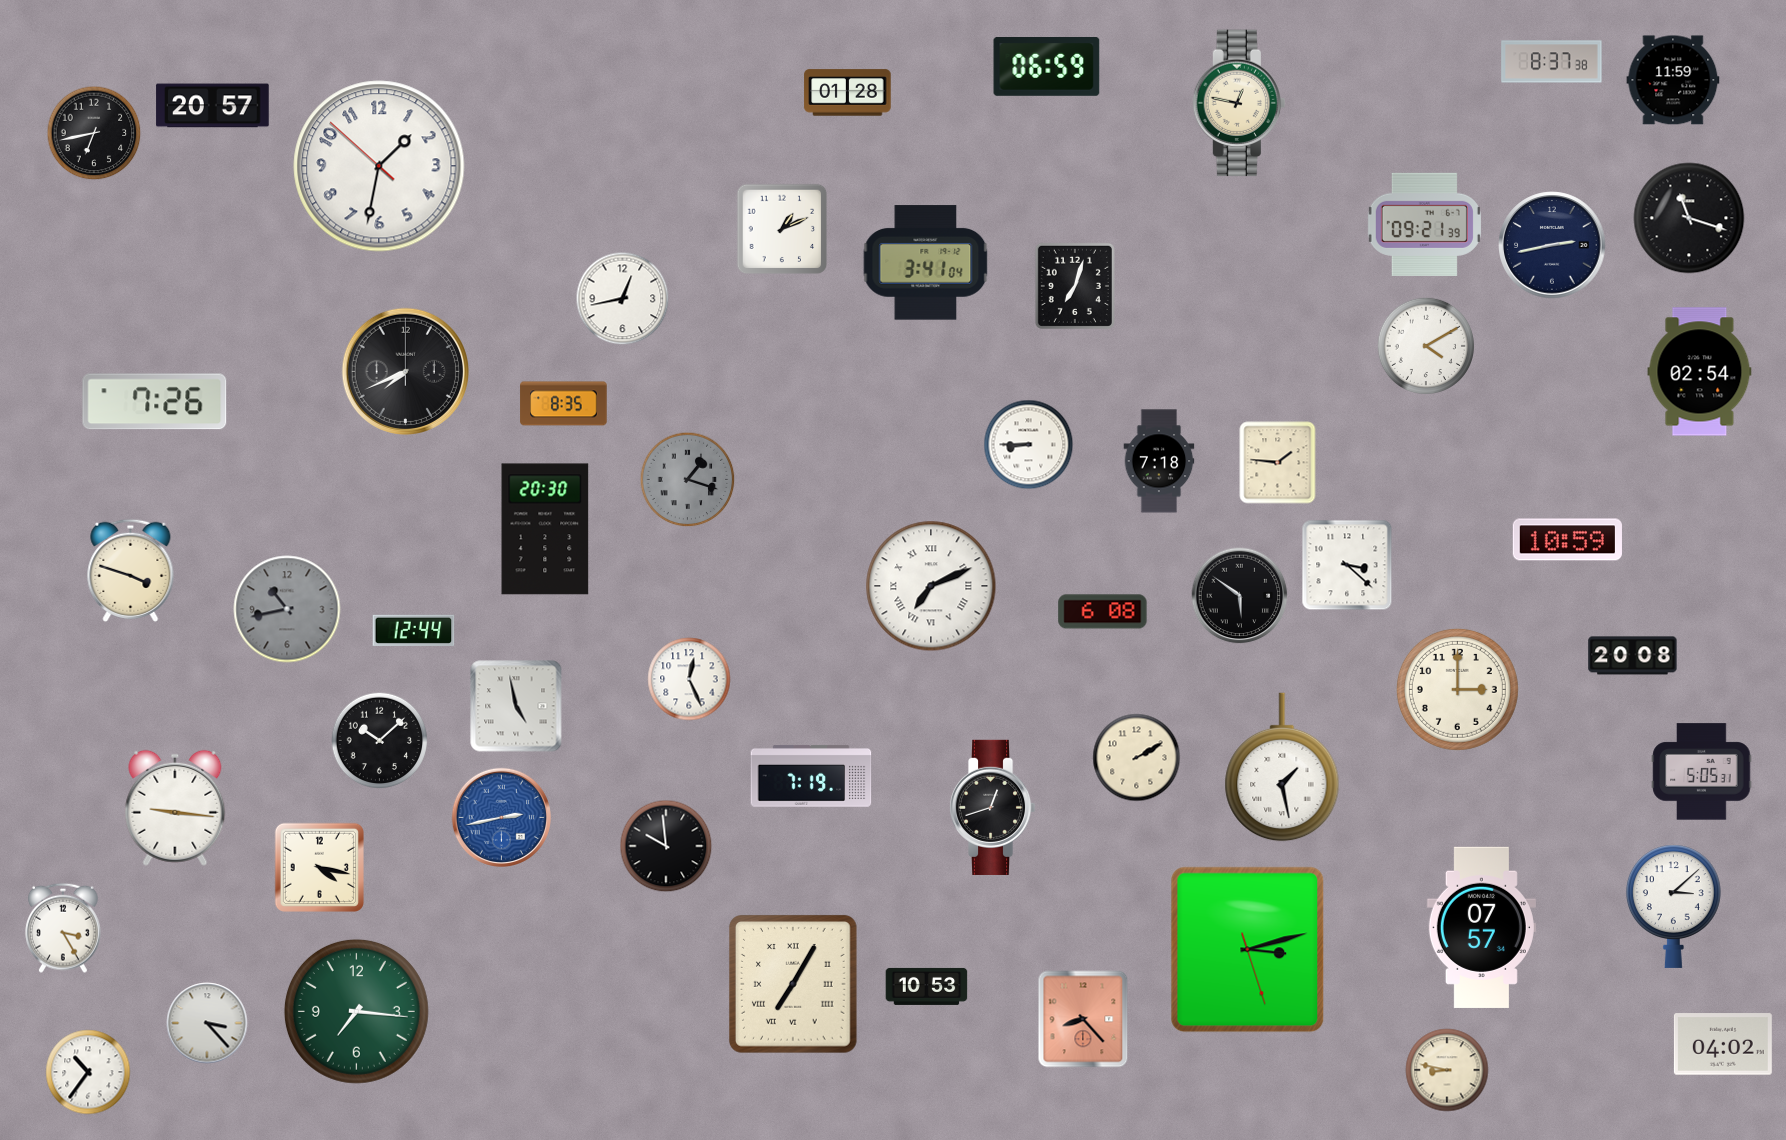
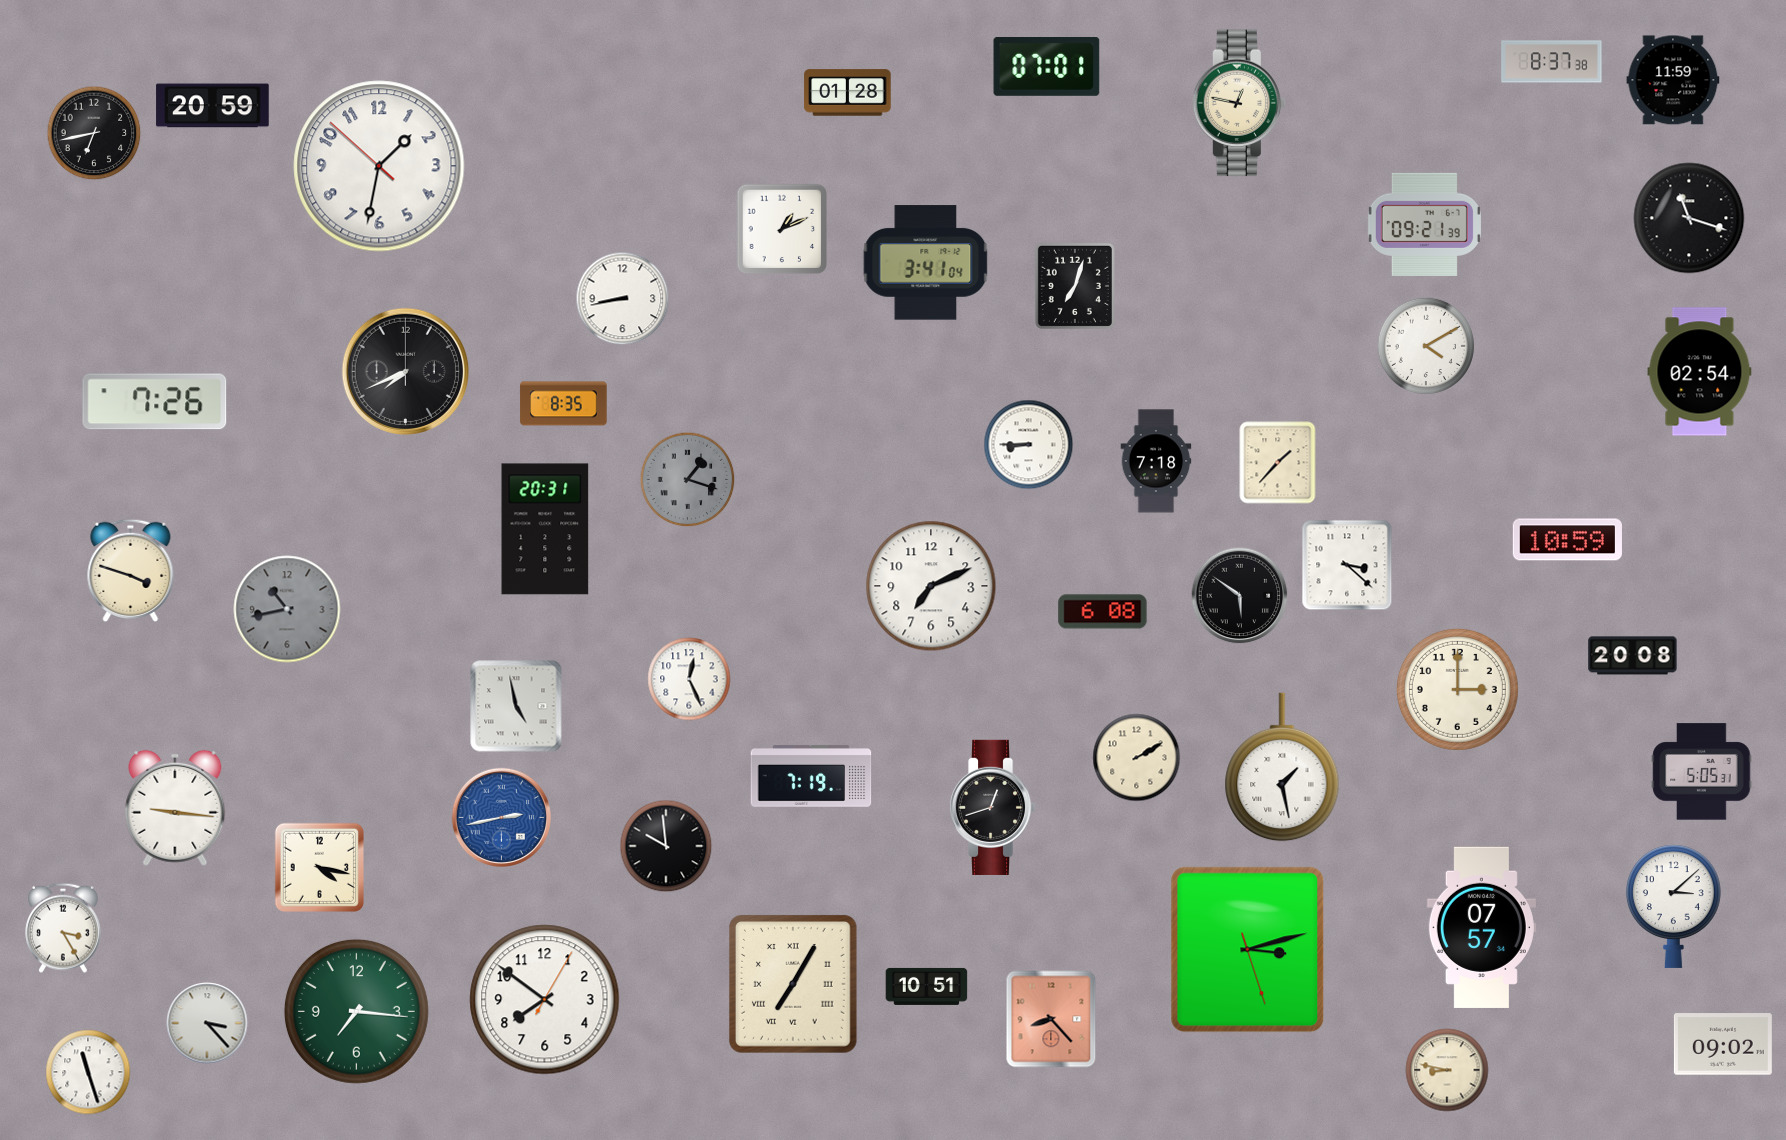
clock at (1047, 67): 06:59 -> 07:01
clock at (213, 106): 20:57 -> 20:59
clock at (1552, 245): 2:43 -> none
clock at (623, 299): 12:43 -> 8:43
clock at (1159, 461) position: (1159, 461) -> (1156, 461)
clock at (1278, 463): 1:46 -> 1:37
clock at (545, 529): 20:30 -> 20:31
clock at (931, 586) numerals: Roman -> Arabic
clock at (414, 630): 12:44 -> none
clock at (380, 741): 10:08 -> none
clock at (927, 986): 10:53 -> 10:51
clock at (545, 1000): none -> 7:51
clock at (1083, 1019) position: (1083, 1019) -> (1051, 1019)
clock at (1723, 1044): 04:02 -> 09:02
clock at (88, 1072): 10:36 -> 11:27
